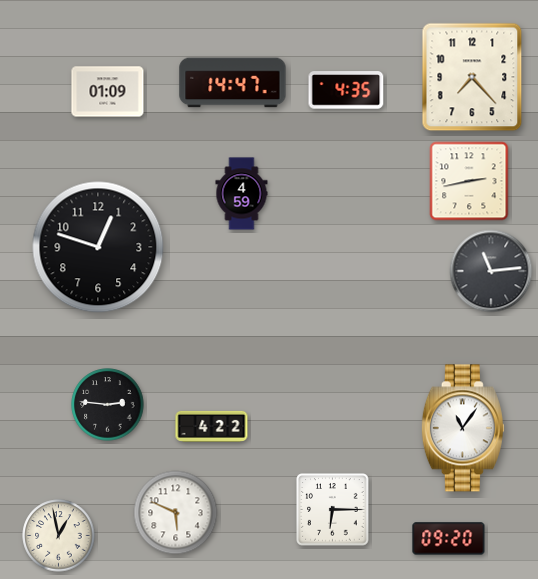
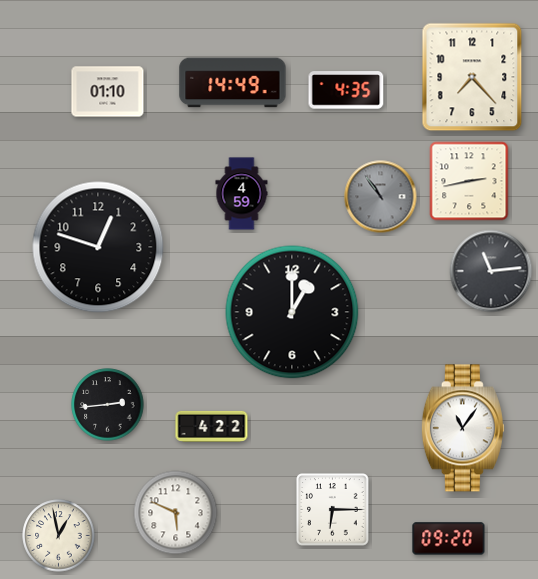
clock at (233, 83): 14:47 -> 14:49
clock at (108, 92): 01:09 -> 01:10
clock at (381, 197): none -> 10:54
clock at (292, 312): none -> 1:00
clock at (108, 405): 2:46 -> 2:44
